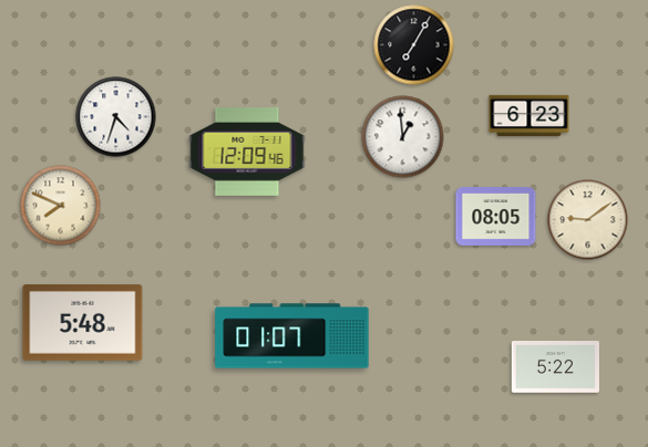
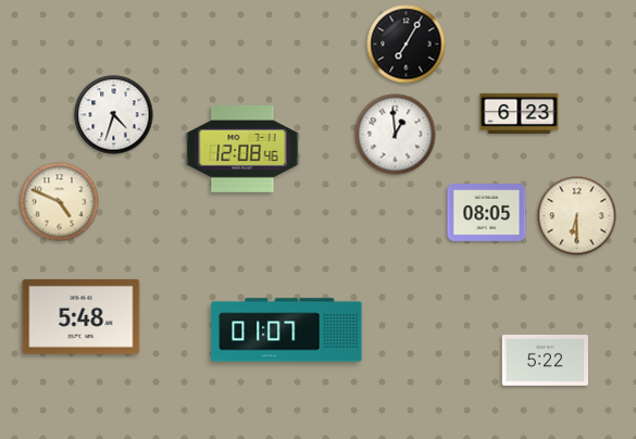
clock at (247, 152): 12:09 -> 12:08
clock at (61, 206): 7:49 -> 4:49
clock at (588, 220): 9:09 -> 6:30
